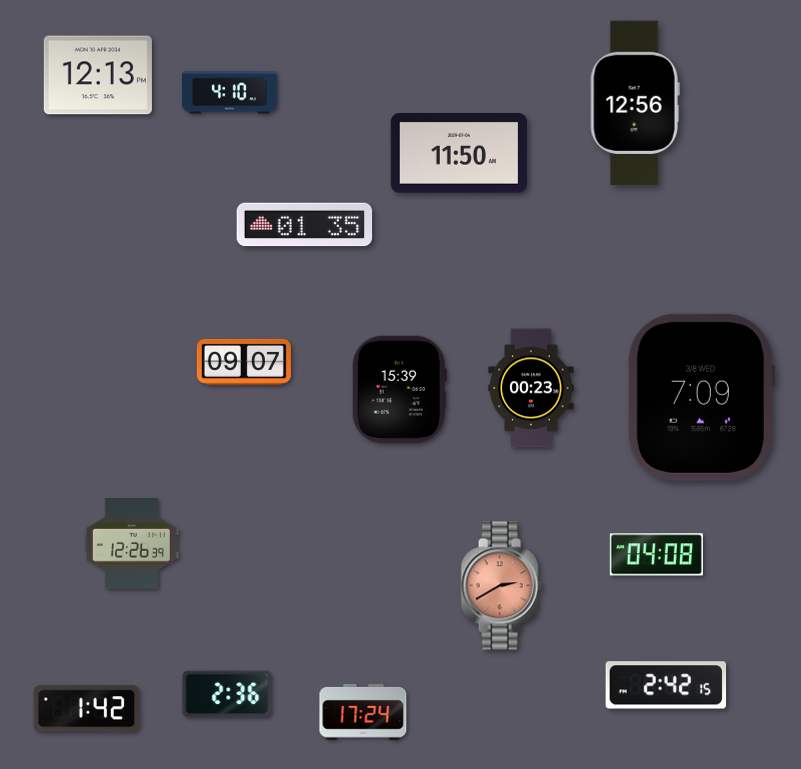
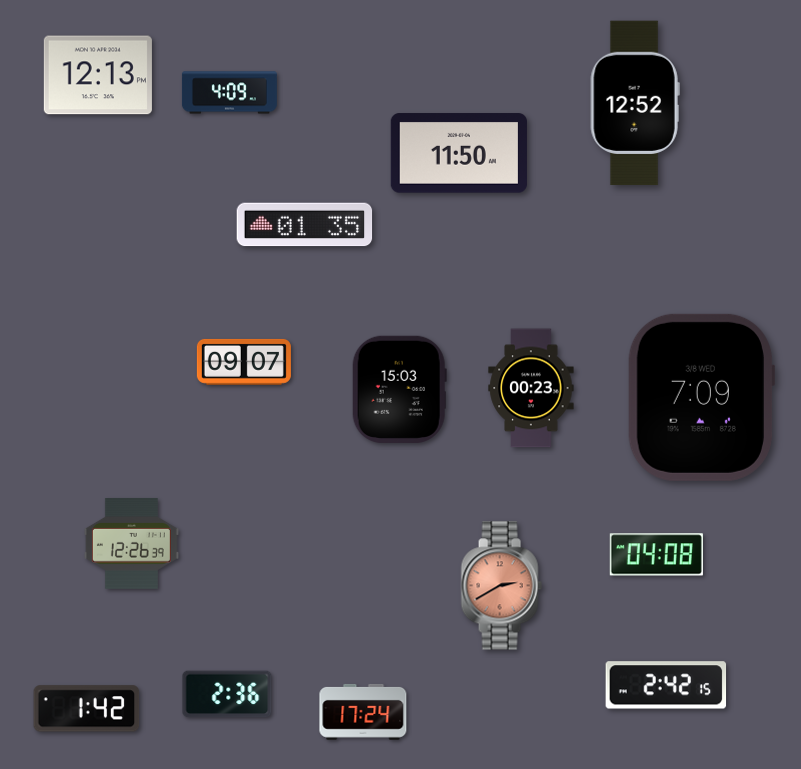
clock at (229, 93): 4:10 -> 4:09
clock at (635, 103): 12:56 -> 12:52
clock at (399, 389): 15:39 -> 15:03
